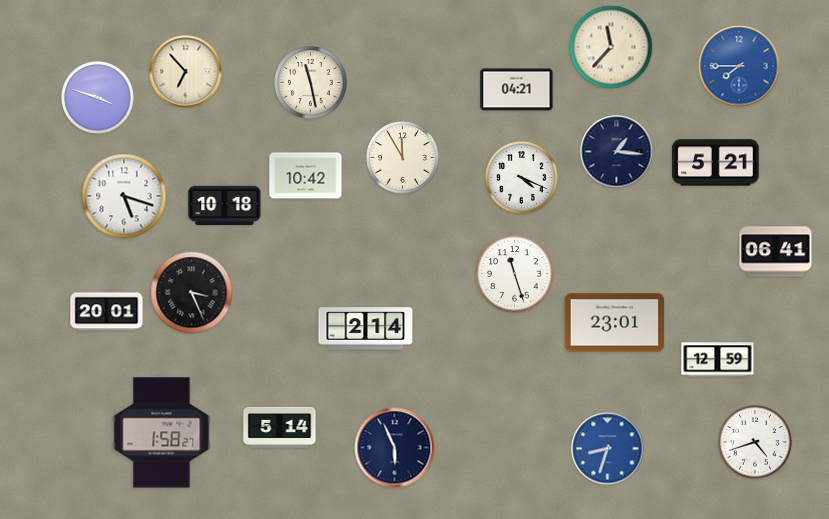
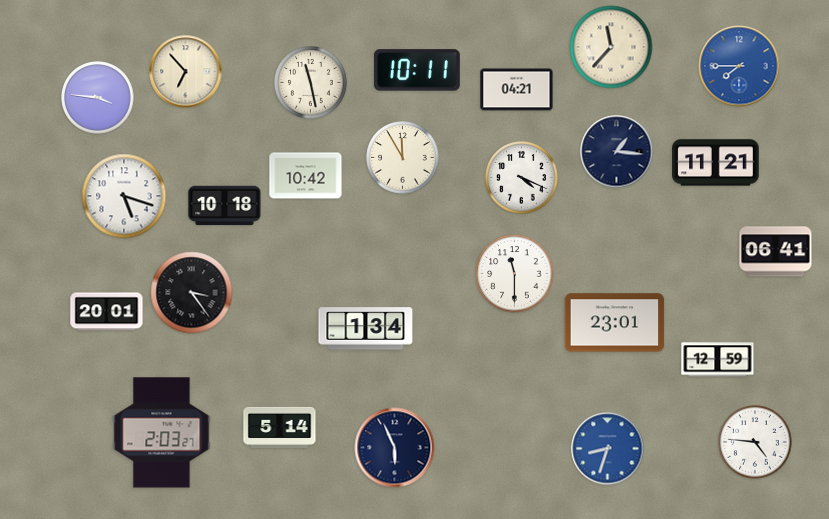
clock at (417, 70): none -> 10:11
clock at (98, 98): 3:48 -> 3:46
clock at (716, 163): 5:21 -> 11:21
clock at (515, 274): 11:27 -> 11:30
clock at (192, 293): 3:26 -> 3:24
clock at (366, 329): 2:14 -> 1:34
clock at (162, 433): 1:58 -> 2:03
clock at (755, 442): 4:42 -> 4:46
